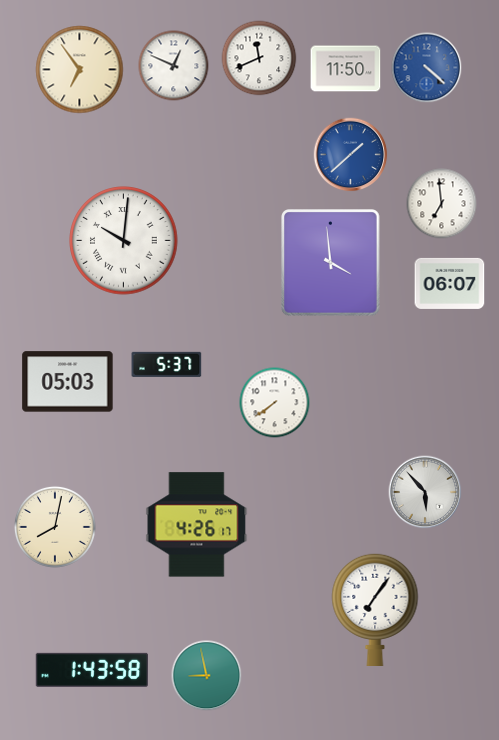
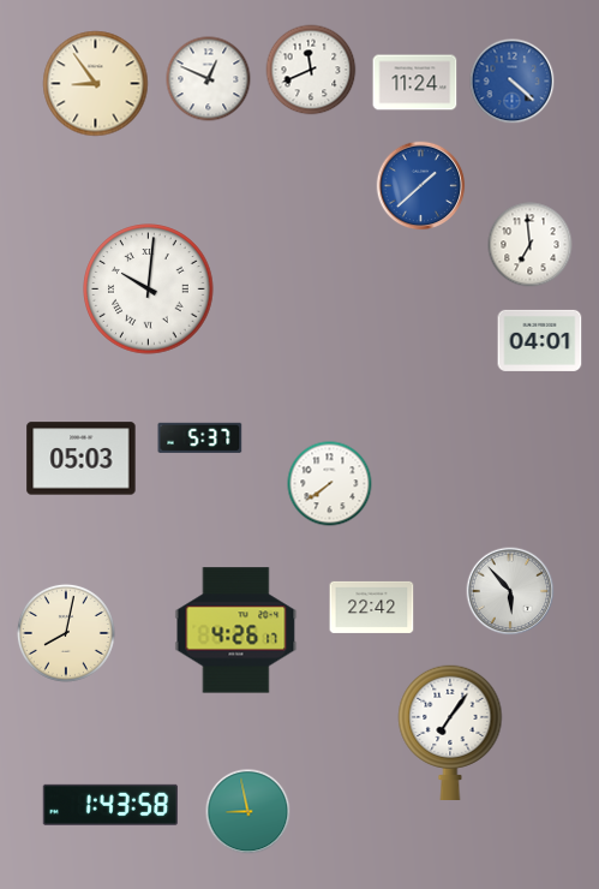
clock at (346, 69): 11:50 -> 11:24
clock at (80, 70): 6:54 -> 8:54
clock at (331, 263): 3:59 -> none
clock at (450, 283): 06:07 -> 04:01
clock at (372, 607): none -> 22:42
